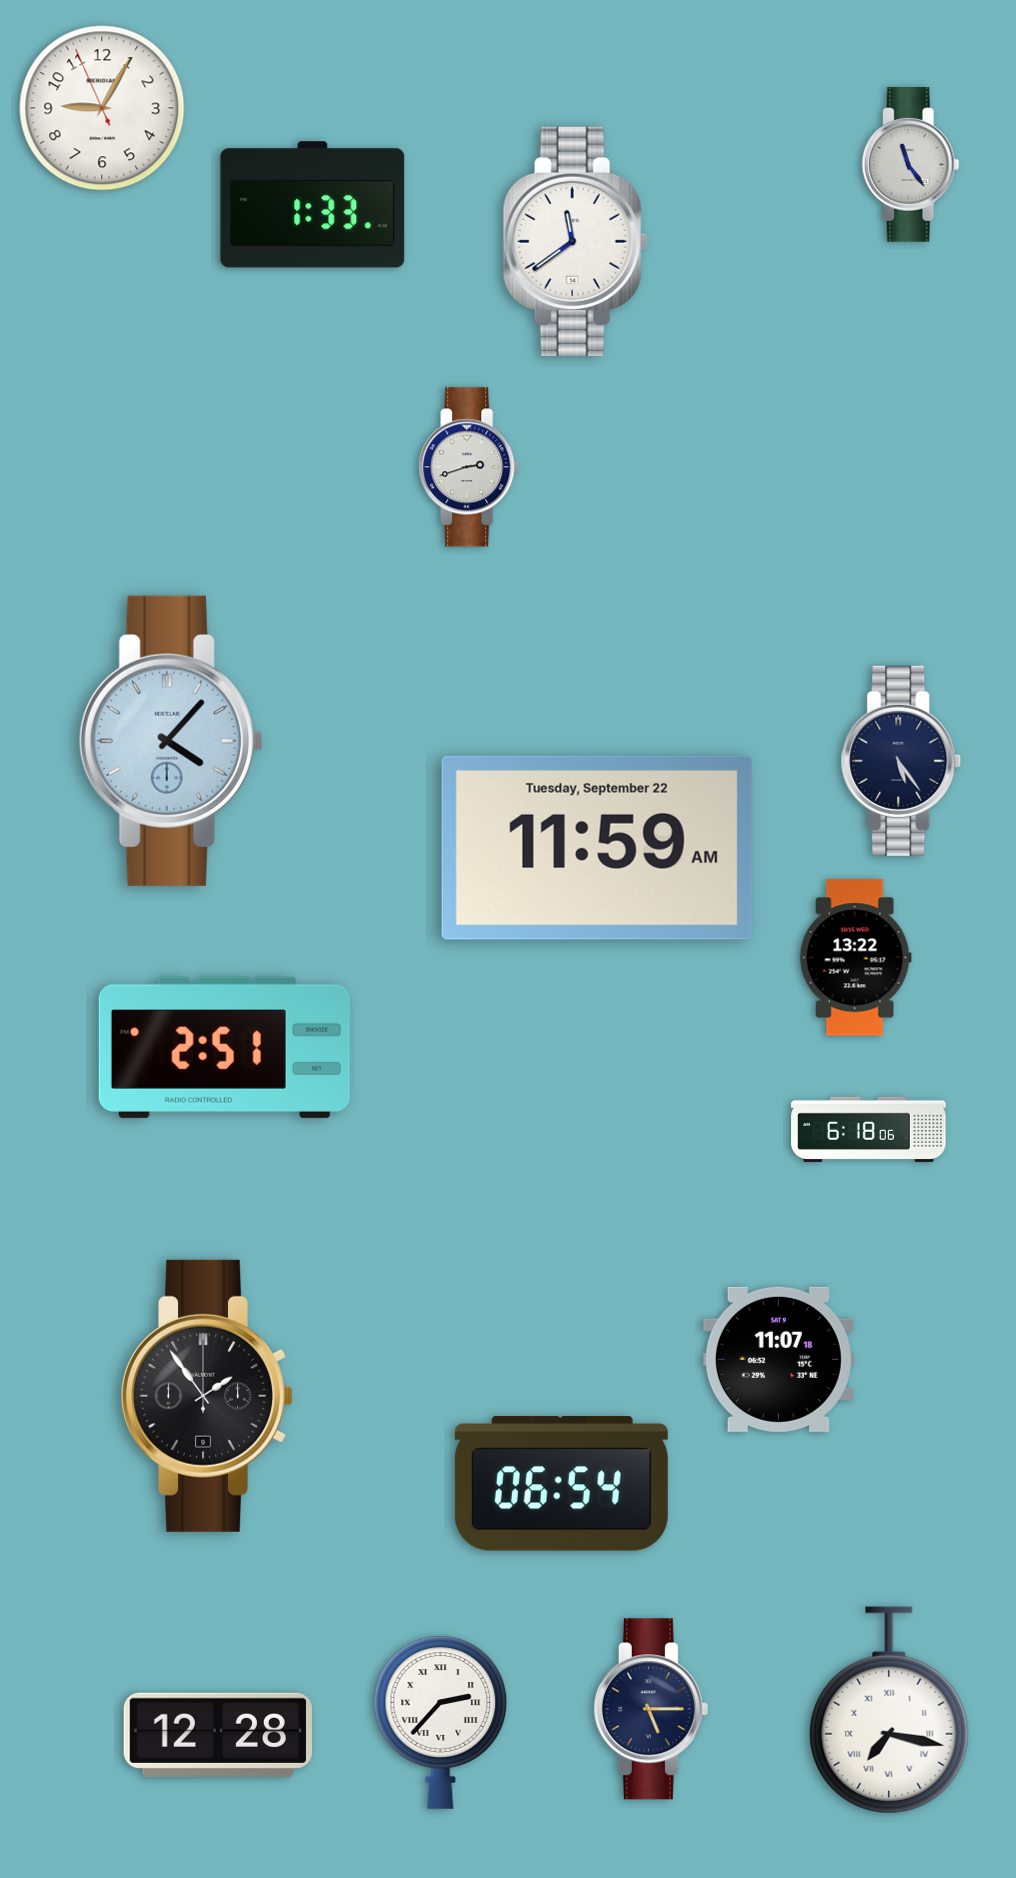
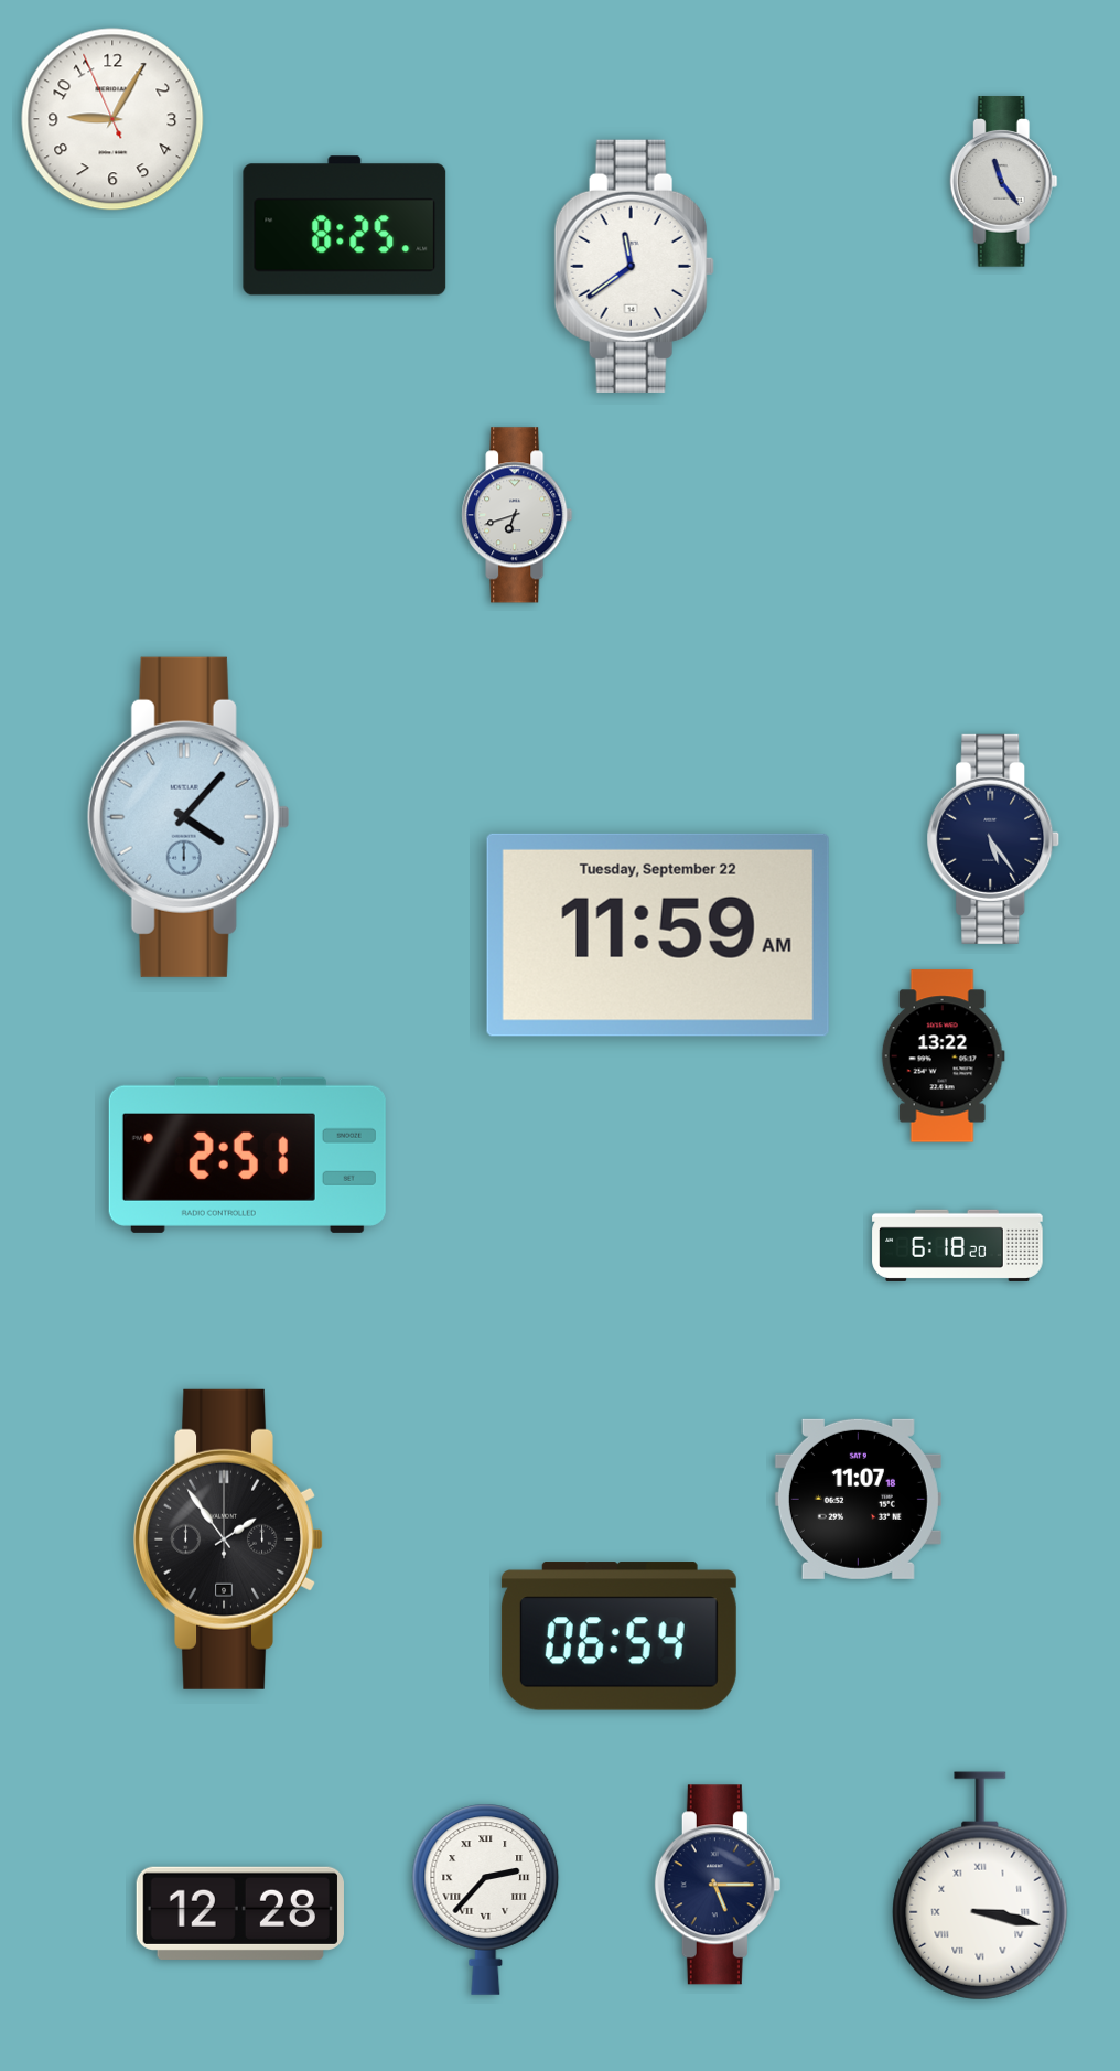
clock at (313, 205): 1:33 -> 8:25
clock at (469, 467): 2:42 -> 6:42
clock at (869, 1129): 6:18:06 -> 6:18:20
clock at (889, 1710): 7:17 -> 3:17
